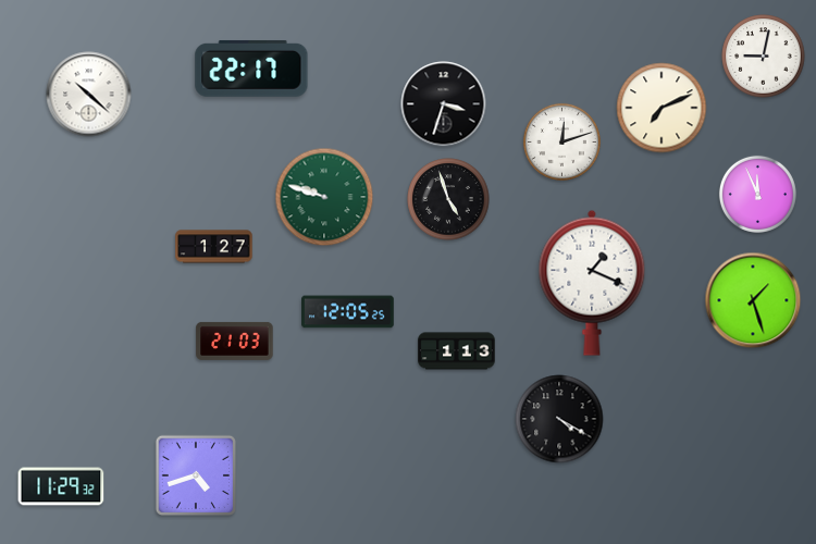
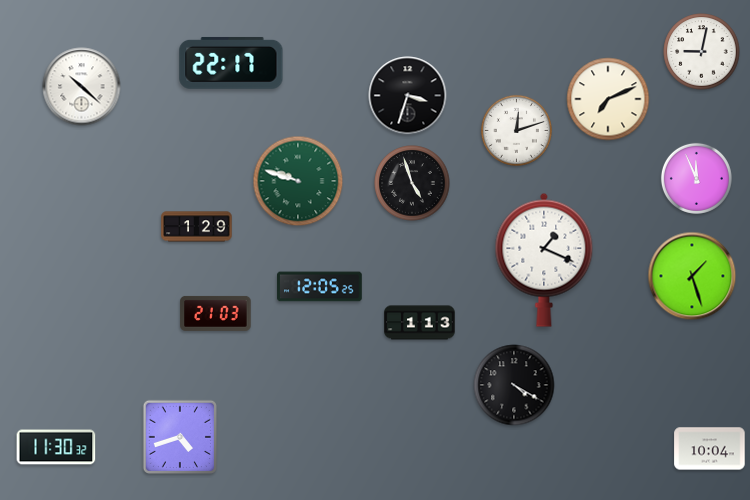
clock at (214, 247): 1:27 -> 1:29
clock at (61, 486): 11:29 -> 11:30
clock at (710, 449): none -> 10:04
